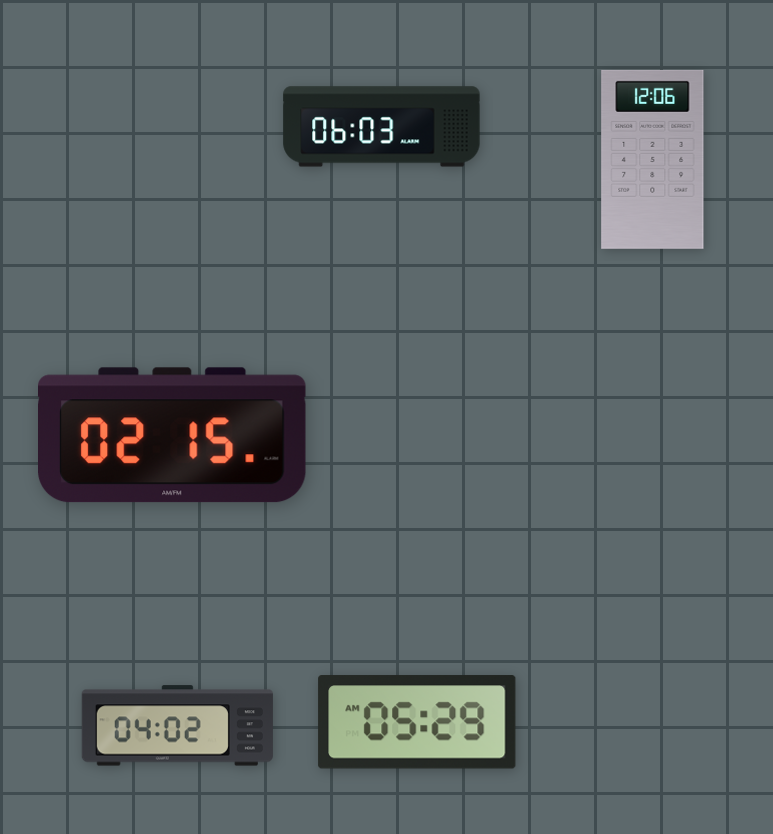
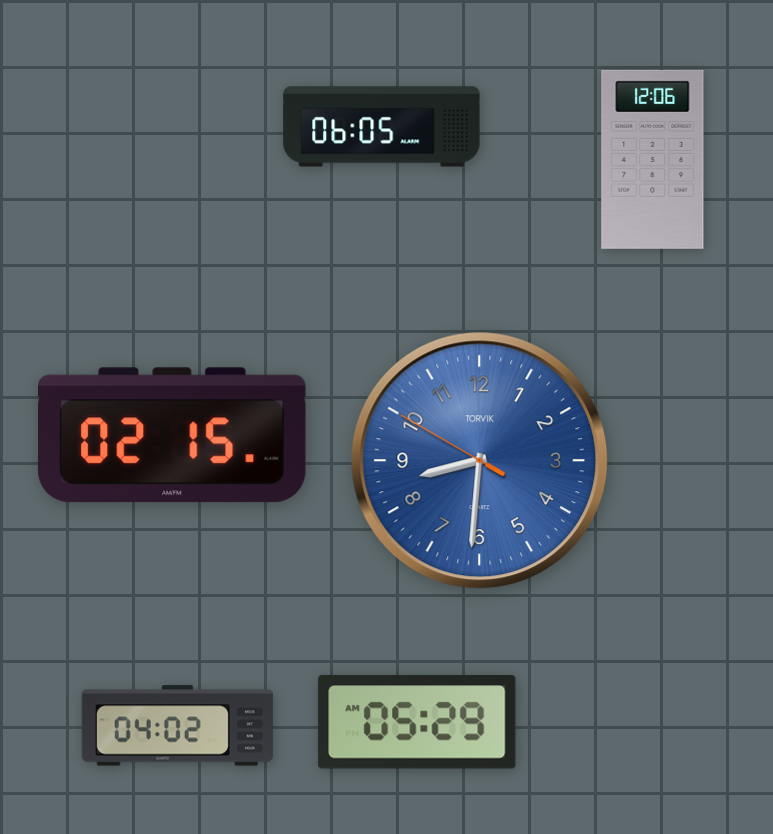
clock at (382, 127): 06:03 -> 06:05
clock at (480, 461): none -> 8:30
